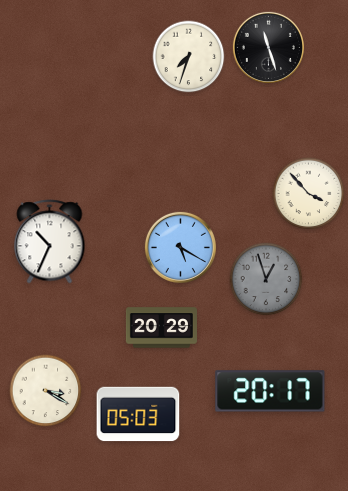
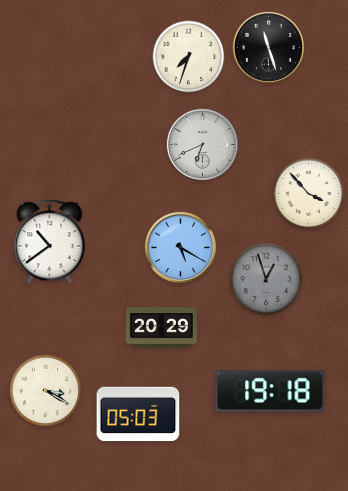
clock at (202, 144): none -> 6:41
clock at (50, 242): 10:34 -> 10:39
clock at (270, 391): 20:17 -> 19:18
